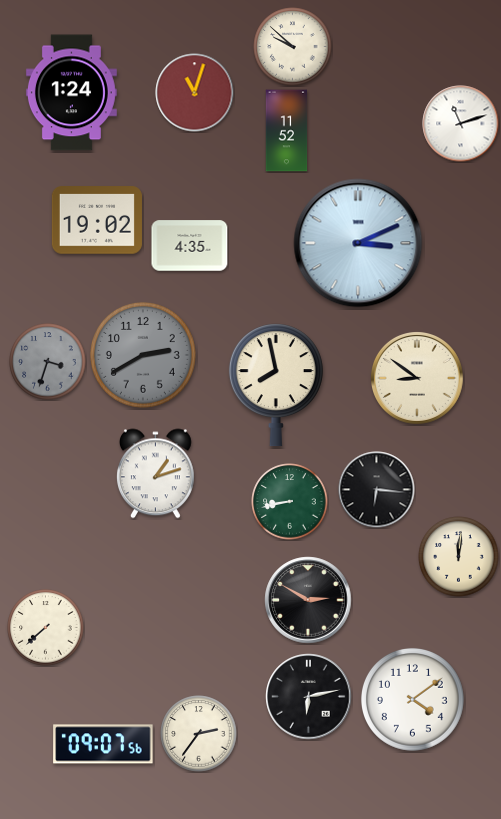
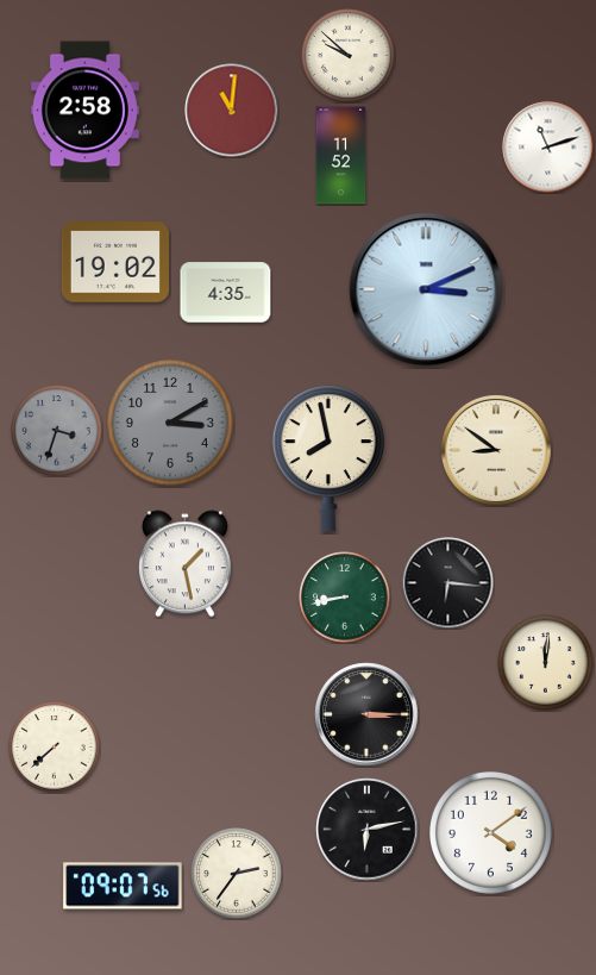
clock at (71, 93): 1:24 -> 2:58
clock at (195, 93): 11:03 -> 11:01
clock at (143, 355): 2:40 -> 3:10
clock at (155, 474): 1:12 -> 1:28
clock at (308, 600): 2:50 -> 3:15
